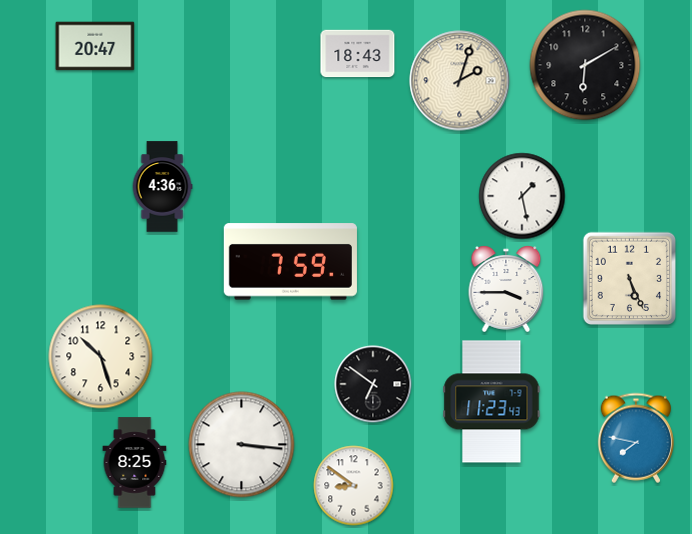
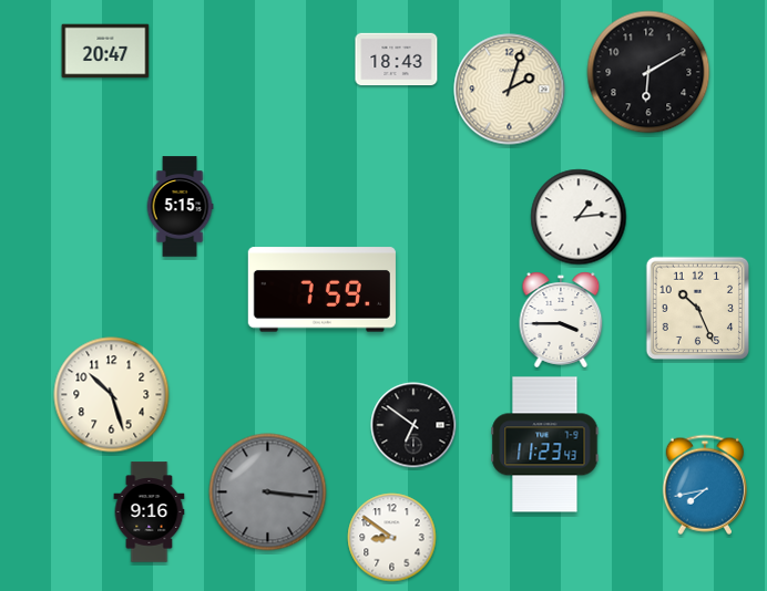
clock at (162, 187): 4:36 -> 5:15
clock at (522, 196): 1:28 -> 1:14
clock at (629, 278): 5:26 -> 10:26
clock at (636, 438): 7:47 -> 7:43
clock at (242, 445) dial: white -> grey
clock at (135, 463): 8:25 -> 9:16
